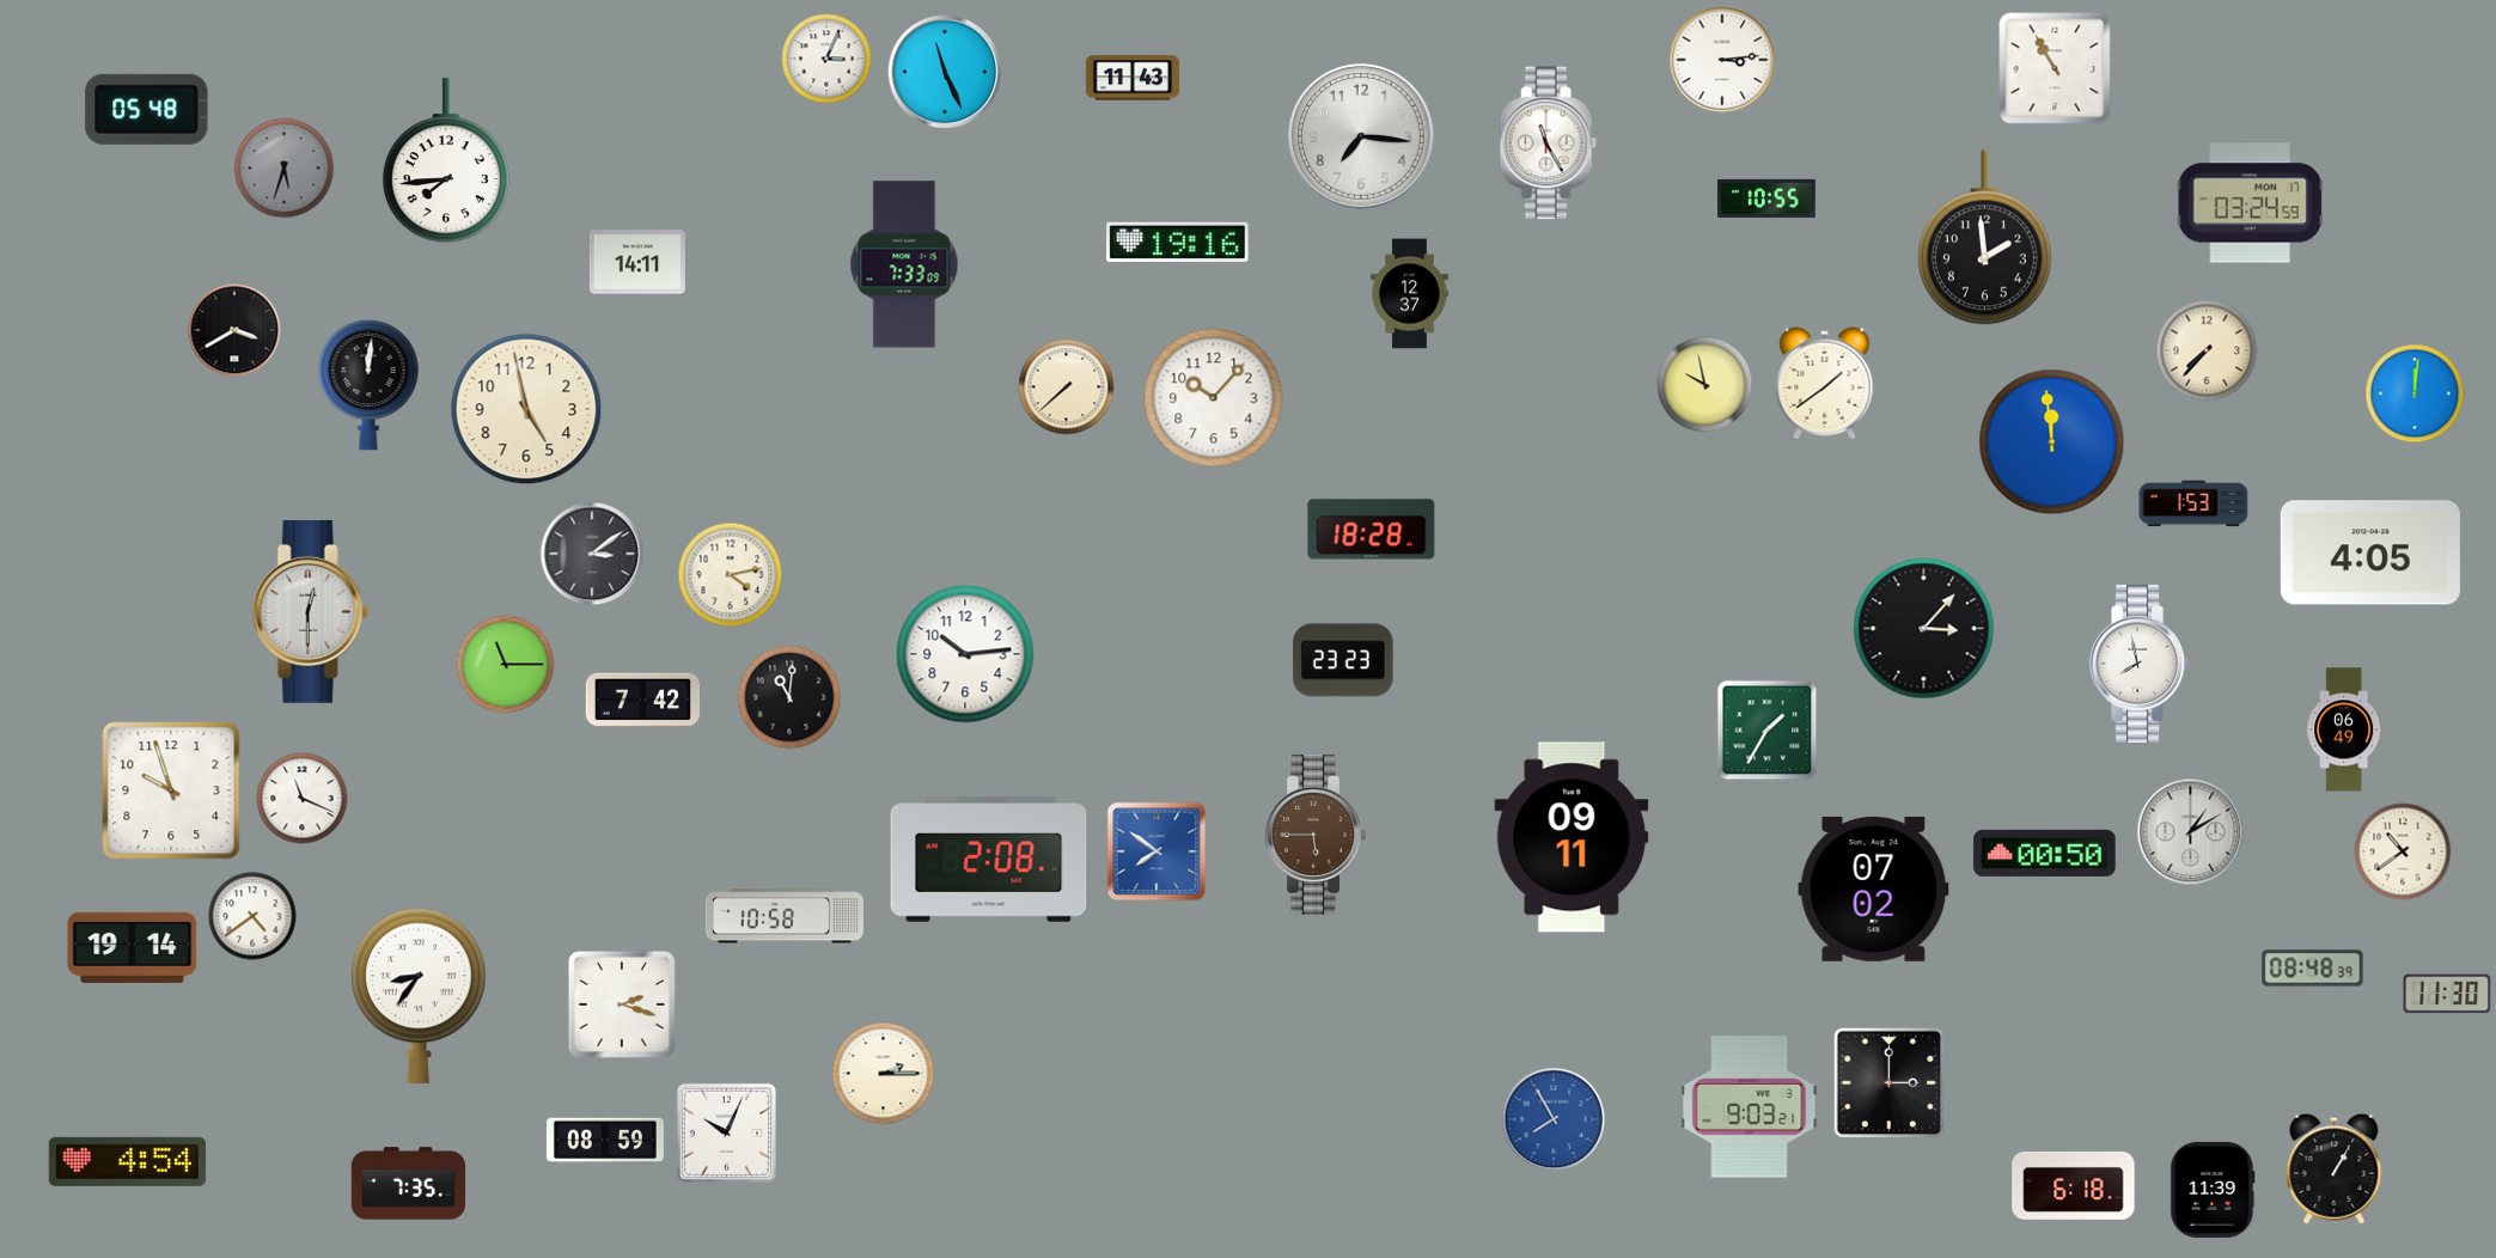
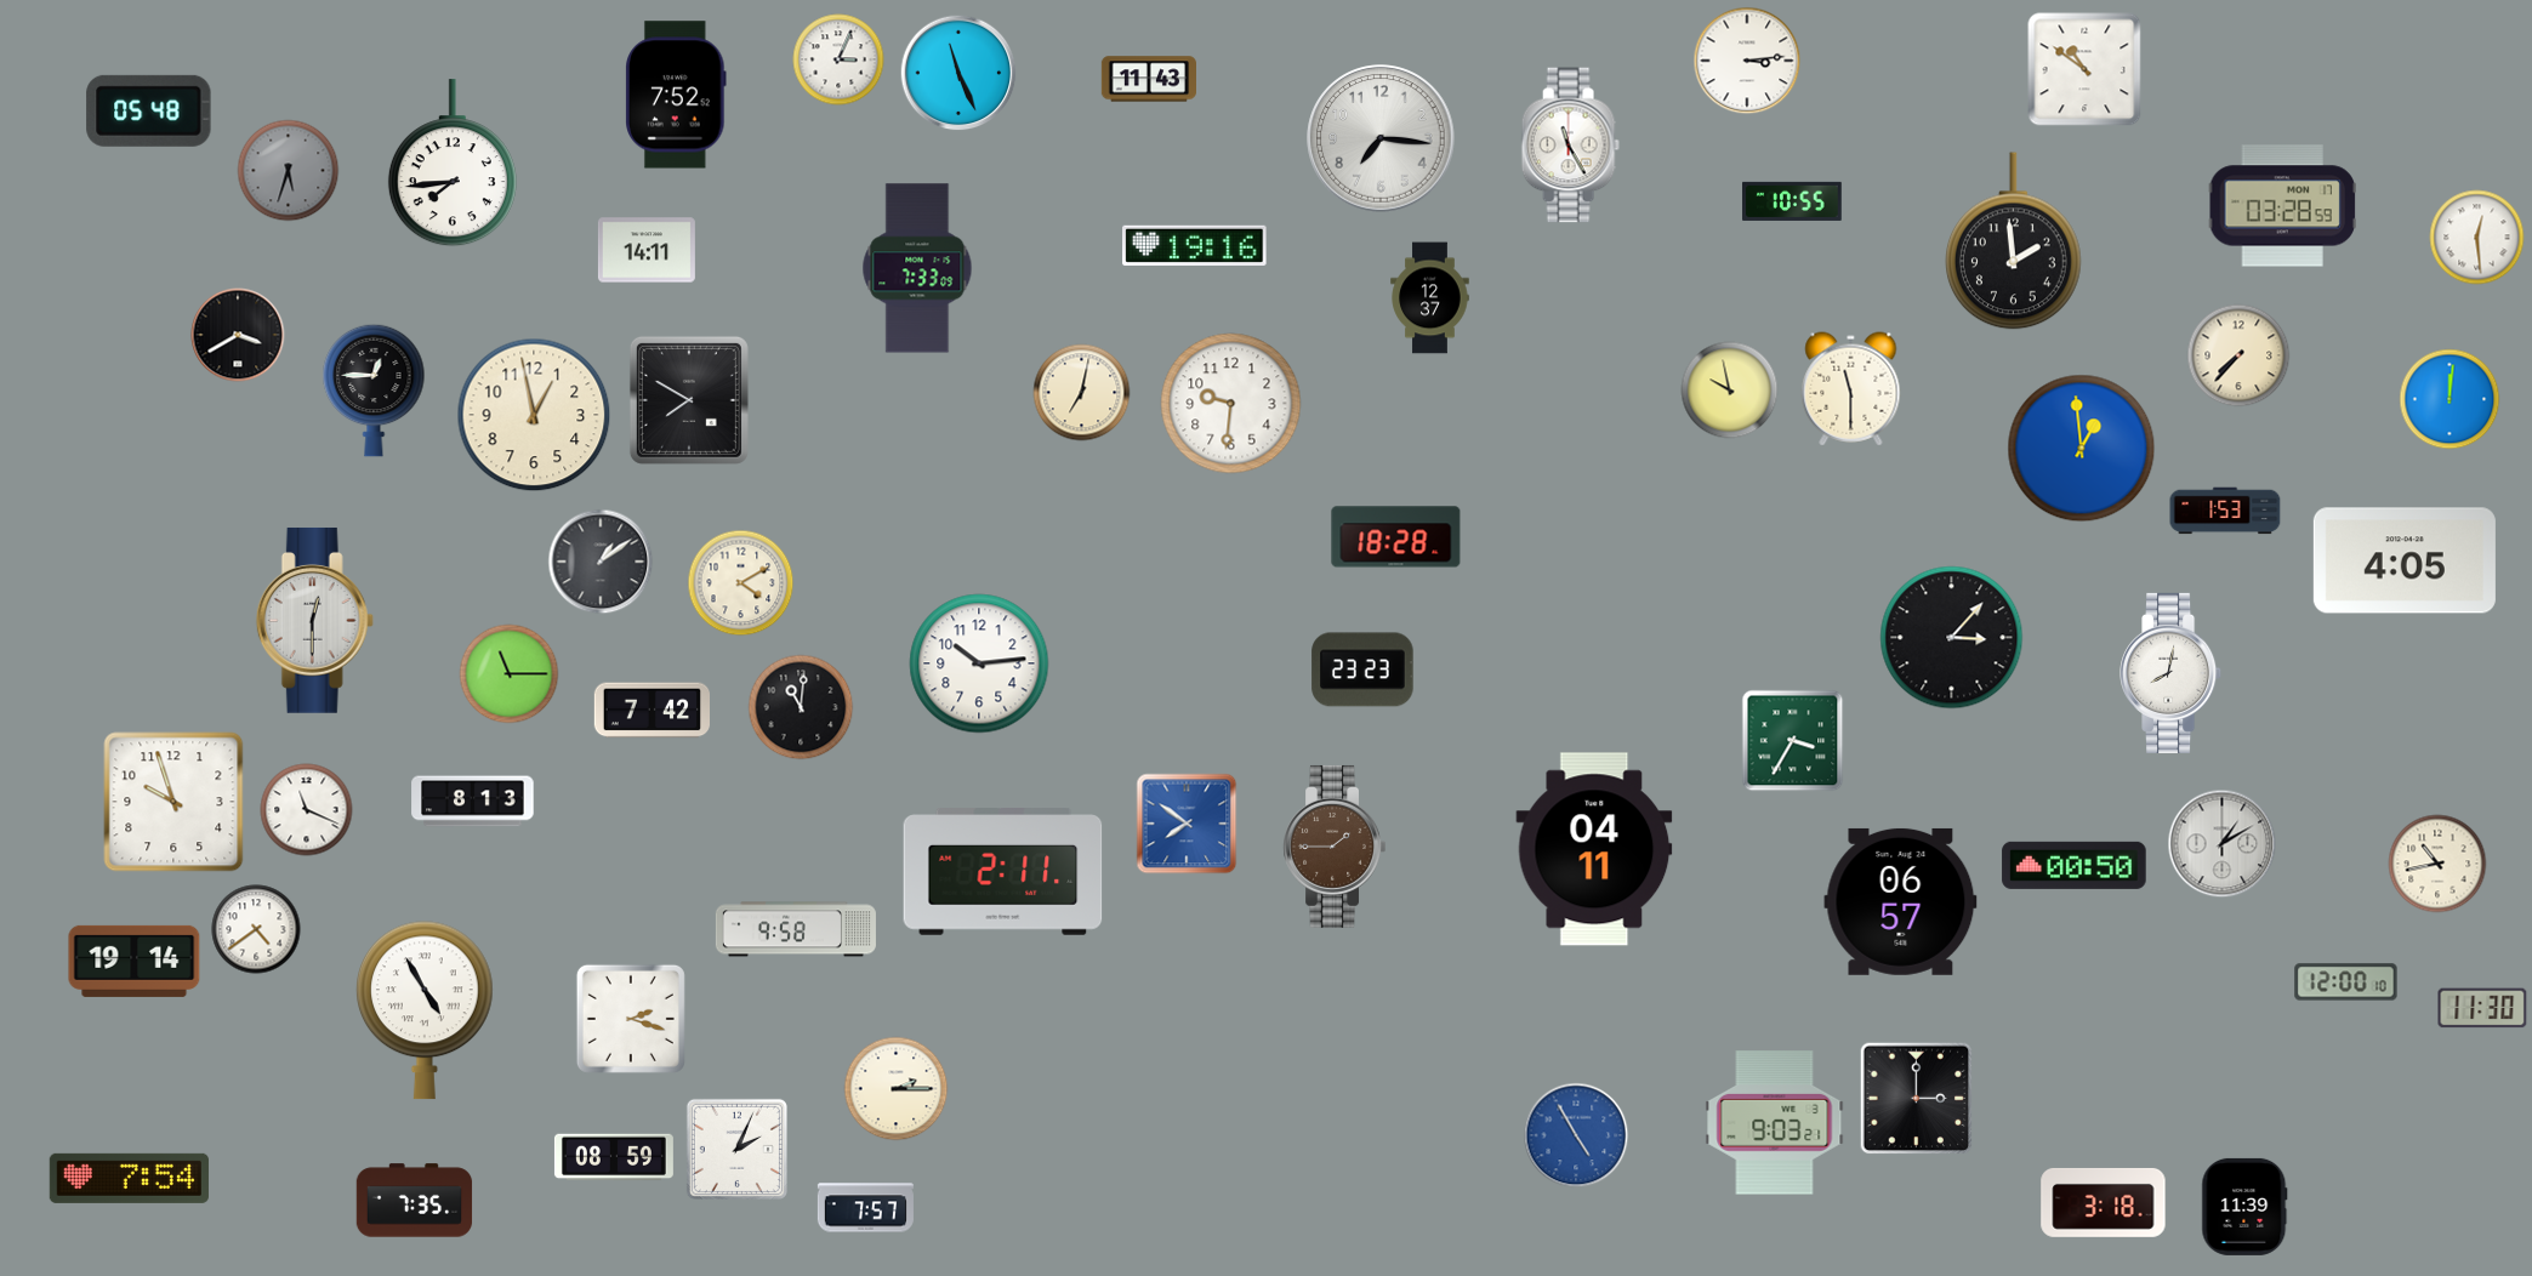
clock at (2055, 68): 10:55 -> 10:51
clock at (676, 95): none -> 7:52
clock at (2250, 203): 03:24 -> 03:28
clock at (2477, 238): none -> 12:29
clock at (637, 262) position: (637, 262) -> (647, 250)
clock at (1825, 384): 1:39 -> 11:30
clock at (368, 385): 12:01 -> 12:45
clock at (1067, 387): 7:38 -> 7:02
clock at (689, 400): none -> 7:50
clock at (1214, 398): 10:07 -> 9:31
clock at (526, 409): 4:58 -> 12:58
clock at (2052, 442): 11:59 -> 12:59
clock at (1372, 530) position: (1372, 530) -> (1396, 537)
clock at (592, 554): 3:09 -> 1:09
clock at (731, 575): 4:13 -> 4:10
clock at (2141, 664): 7:58 -> 8:02
clock at (506, 665) position: (506, 665) -> (510, 674)
clock at (2344, 729): 06:49 -> none
clock at (1768, 731): 1:35 -> 3:35
clock at (473, 802): none -> 8:13
clock at (1314, 835): 5:45 -> 1:45
clock at (1572, 837): 09:11 -> 04:11
clock at (1157, 851) position: (1157, 851) -> (1187, 824)
clock at (2403, 851): 10:39 -> 10:43
clock at (989, 860): 2:08 -> 2:11
clock at (1874, 888): 07:02 -> 06:57
clock at (785, 916): 10:58 -> 9:58
clock at (2313, 969): 08:48 -> 12:00
clock at (420, 996): 8:36 -> 4:55
clock at (1554, 1119): 7:55 -> 4:55
clock at (726, 1132): 10:04 -> 2:04
clock at (127, 1161): 4:54 -> 7:54
clock at (2335, 1168): 1:05 -> none
clock at (2074, 1186): 6:18 -> 3:18
clock at (865, 1208): none -> 7:57
